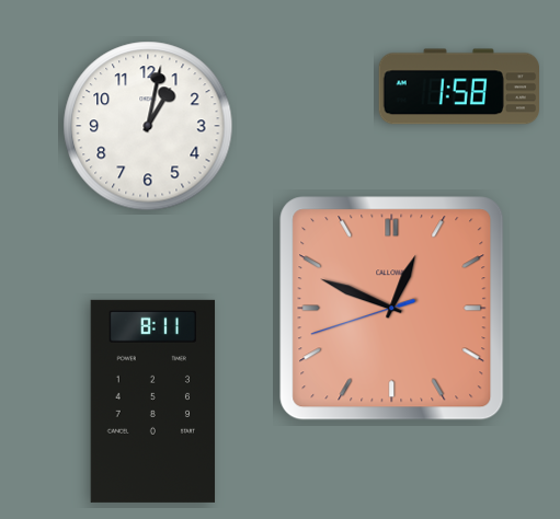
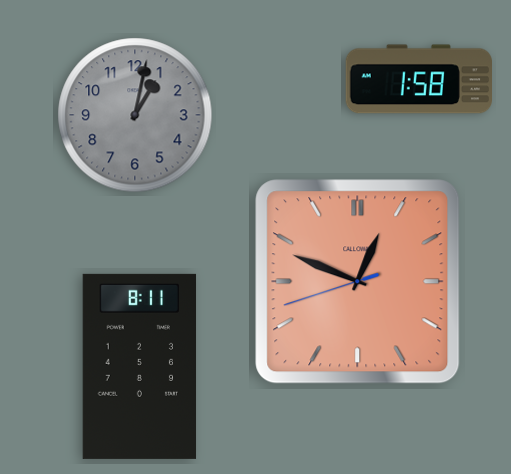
clock at (148, 126) dial: white -> grey
